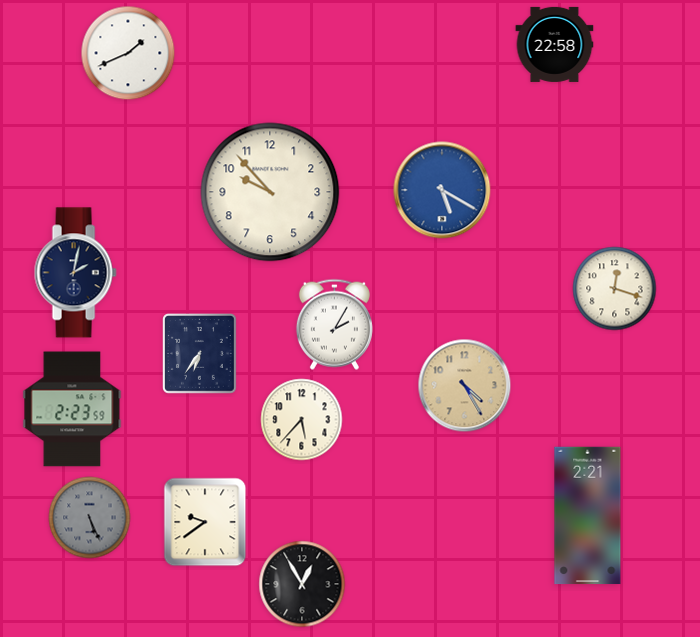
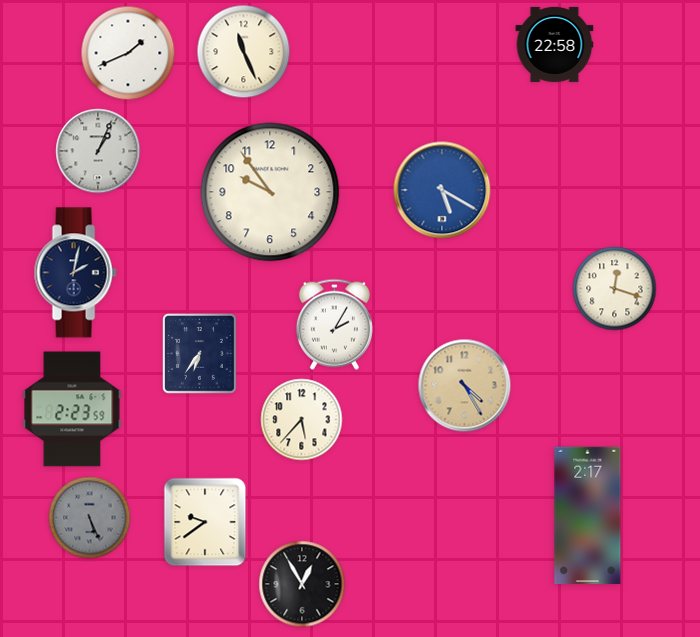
clock at (244, 52): none -> 11:26
clock at (98, 151): none -> 1:04
clock at (270, 192): 9:53 -> 9:54
clock at (588, 516): 2:21 -> 2:17
